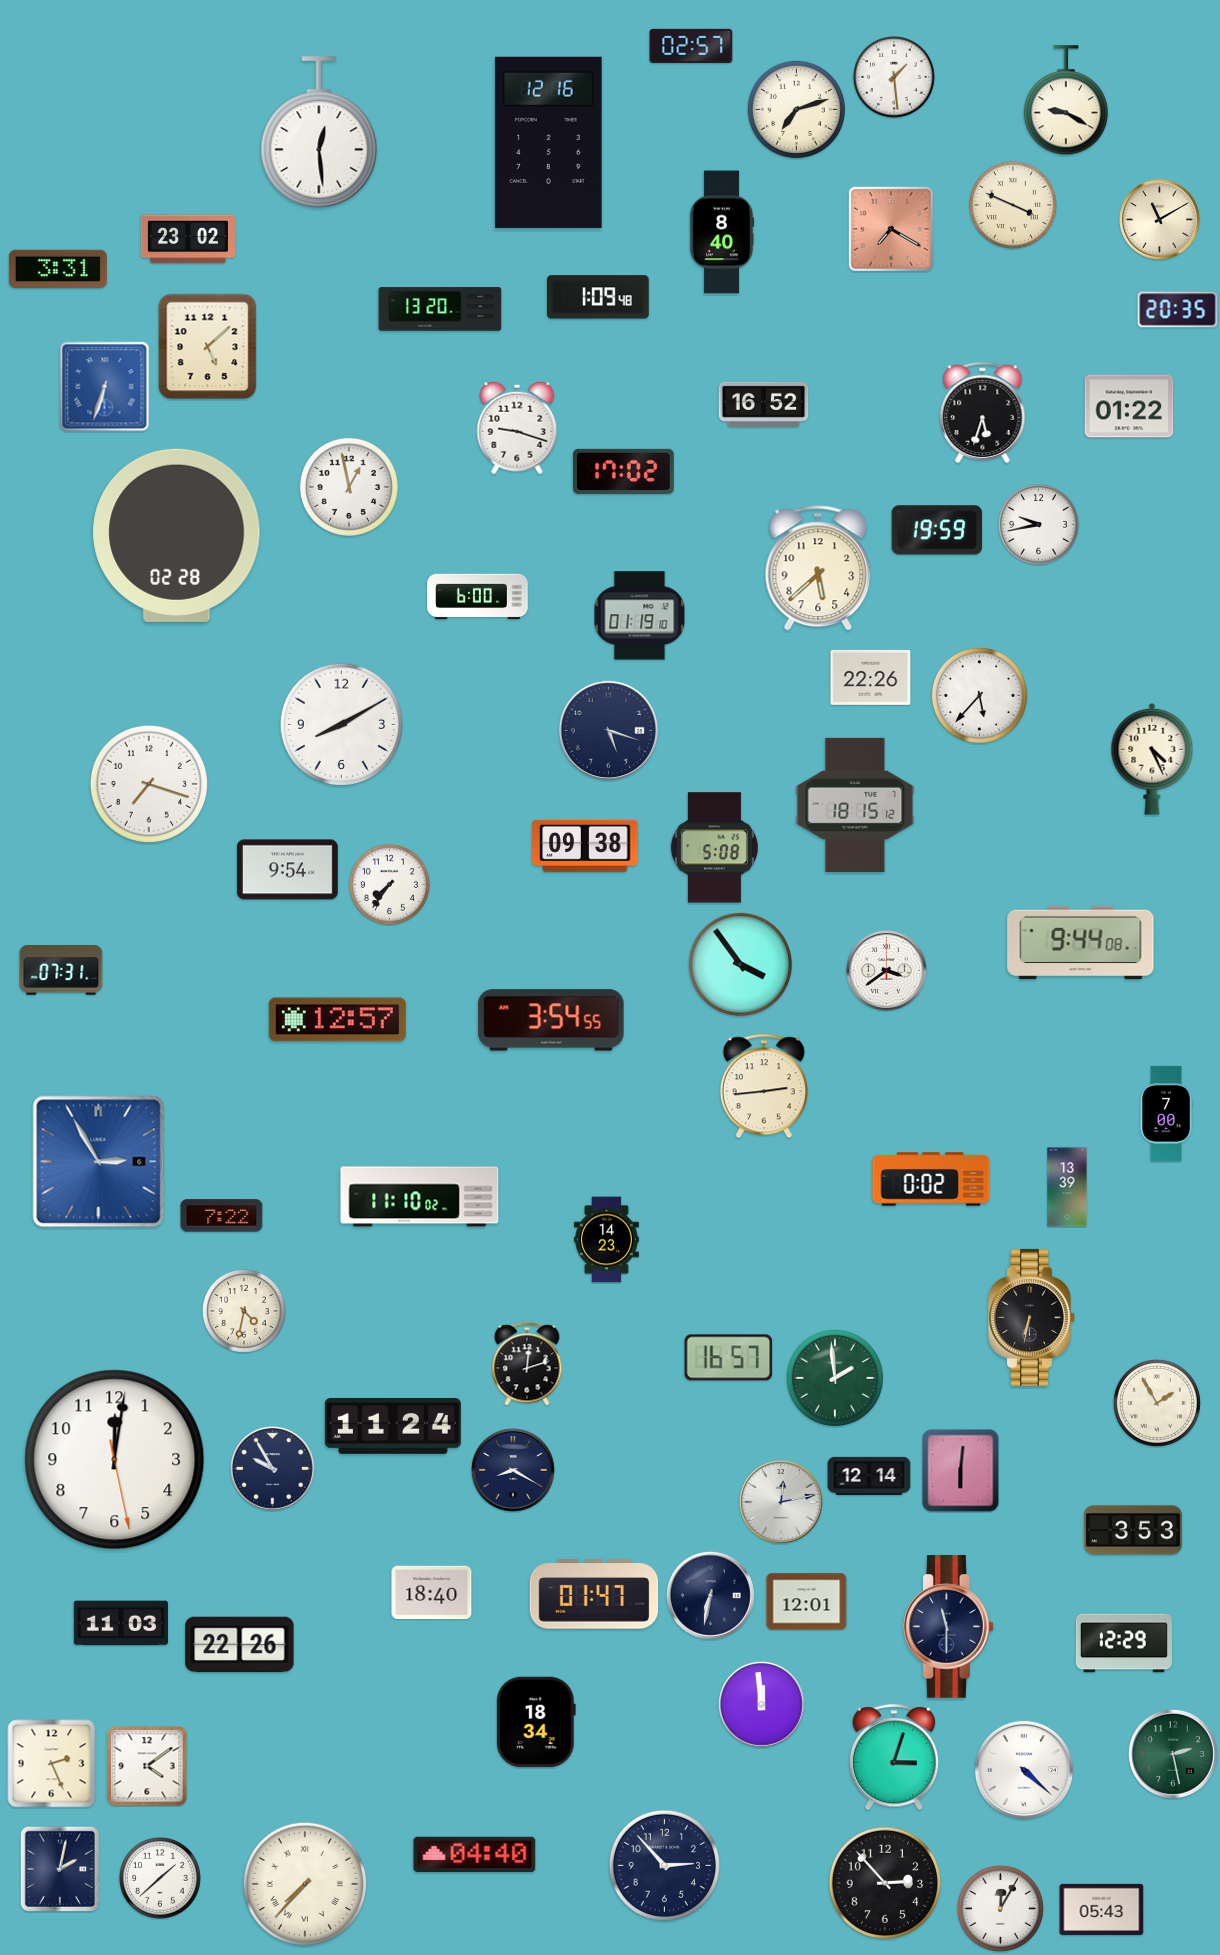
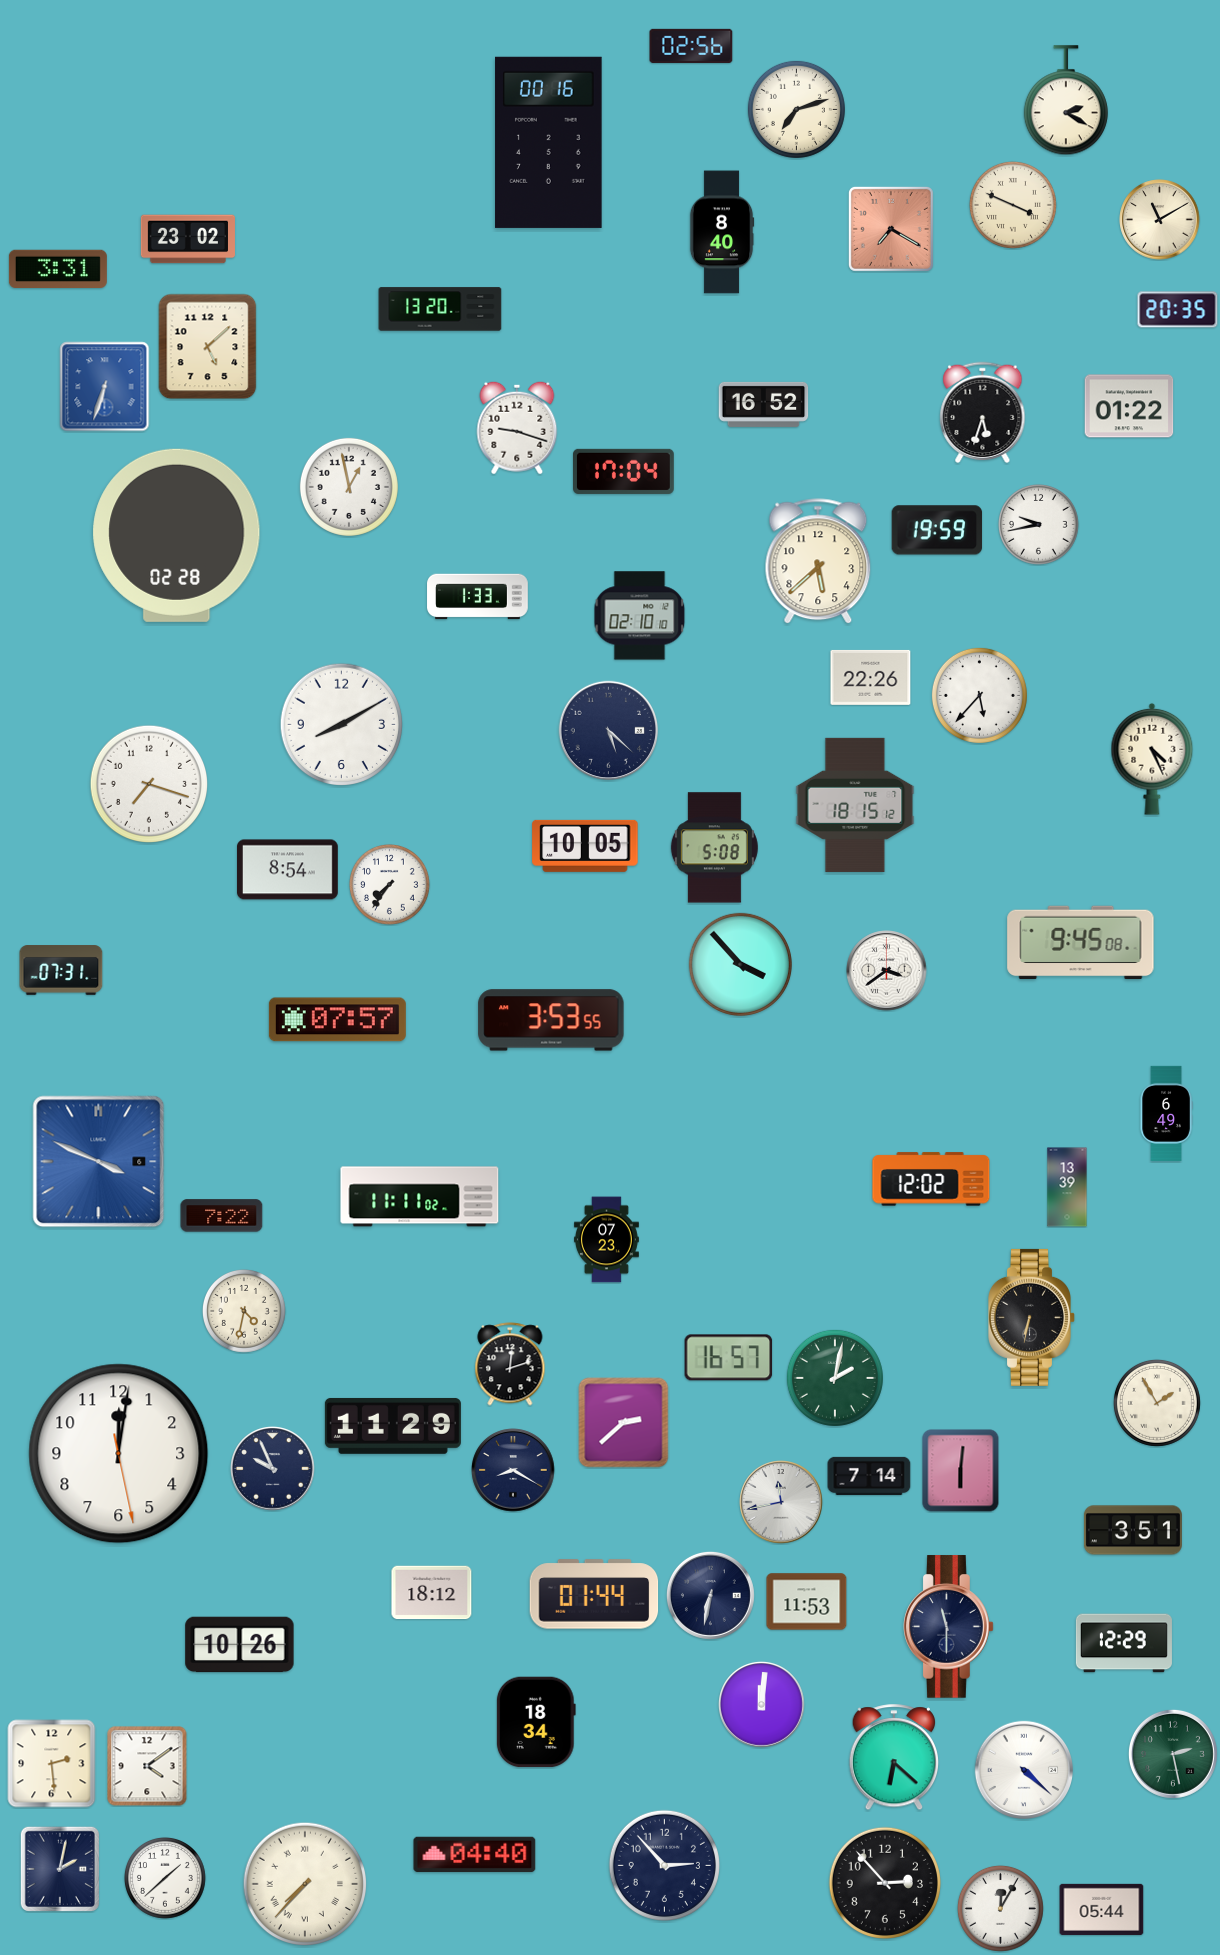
clock at (691, 46): 02:57 -> 02:56
clock at (894, 77): 1:29 -> none
clock at (1066, 101): 9:20 -> 2:20
clock at (319, 132): 12:29 -> none
clock at (549, 142): 12:16 -> 00:16
clock at (598, 297): 1:09 -> none
clock at (624, 471): 17:02 -> 17:04
clock at (818, 569) position: (818, 569) -> (818, 562)
clock at (478, 597): 6:00 -> 1:33
clock at (640, 616): 01:19 -> 02:10
clock at (609, 731): 5:18 -> 5:22
clock at (585, 846): 09:38 -> 10:05
clock at (288, 870): 9:54 -> 8:54
clock at (1081, 943): 9:44 -> 9:45
clock at (740, 964): 3:54 -> 3:53
clock at (337, 1020): 12:57 -> 07:57
clock at (551, 1020): 3:54 -> 3:53
clock at (764, 1086): 2:44 -> none
clock at (1166, 1113): 7:00 -> 6:49
clock at (99, 1162): 2:55 -> 3:49
clock at (931, 1179): 0:02 -> 12:02
clock at (420, 1197): 11:10 -> 11:11
clock at (606, 1240): 14:23 -> 07:23
clock at (527, 1364) position: (527, 1364) -> (510, 1364)
clock at (835, 1378): 1:59 -> 2:02
clock at (624, 1423): none -> 2:38
clock at (393, 1426): 11:24 -> 11:29
clock at (115, 1460) position: (115, 1460) -> (119, 1454)
clock at (273, 1469): 9:55 -> 9:56
clock at (869, 1476): 12:14 -> 7:14
clock at (781, 1502): 12:13 -> 11:43
clock at (1133, 1530): 3:53 -> 3:51
clock at (432, 1593): 18:40 -> 18:12
clock at (594, 1594): 01:47 -> 01:44
clock at (807, 1602): 12:01 -> 11:53
clock at (121, 1623): 11:03 -> none
clock at (240, 1645): 22:26 -> 10:26
clock at (762, 1705): 11:59 -> 12:01
clock at (894, 1758): 3:03 -> 6:22
clock at (52, 1764): 2:26 -> 2:29
clock at (160, 1878) position: (160, 1878) -> (165, 1878)
clock at (1102, 1909): 05:43 -> 05:44
